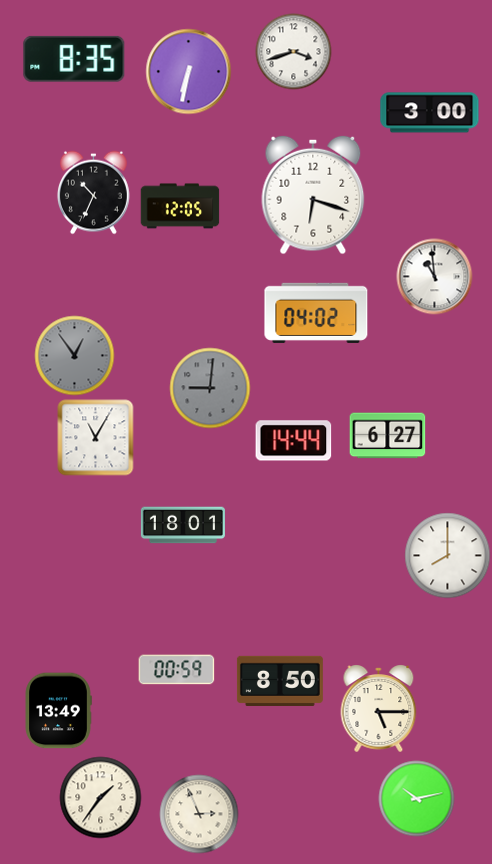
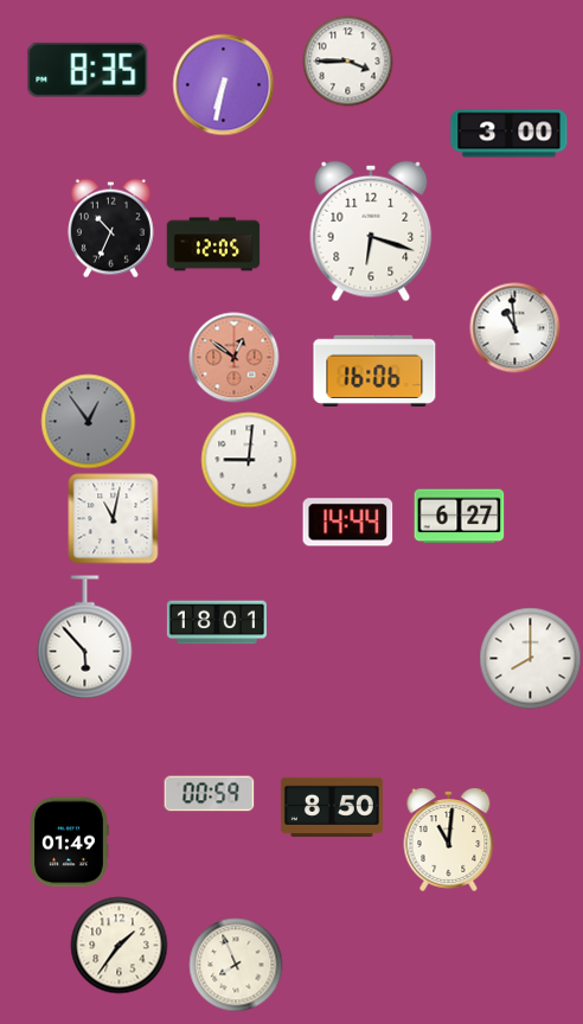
clock at (294, 52): 3:42 -> 3:45
clock at (235, 358): none -> 12:51
clock at (316, 313): 04:02 -> 16:06
clock at (210, 388) dial: grey -> white
clock at (96, 438): 11:05 -> 11:02
clock at (85, 638): none -> 5:53
clock at (379, 708): 5:15 -> 11:01
clock at (58, 711): 13:49 -> 01:49
clock at (417, 799): 10:13 -> none
clock at (199, 814): 2:56 -> 7:56
